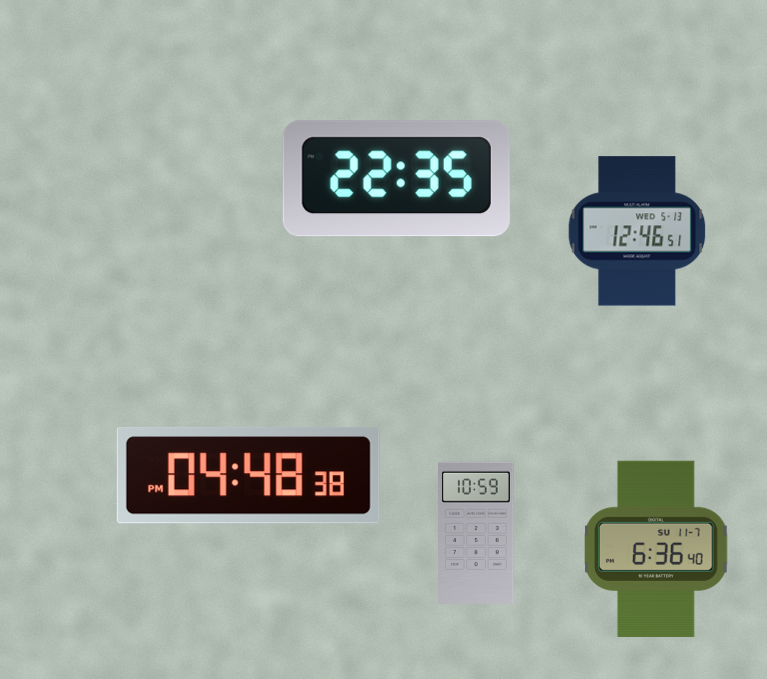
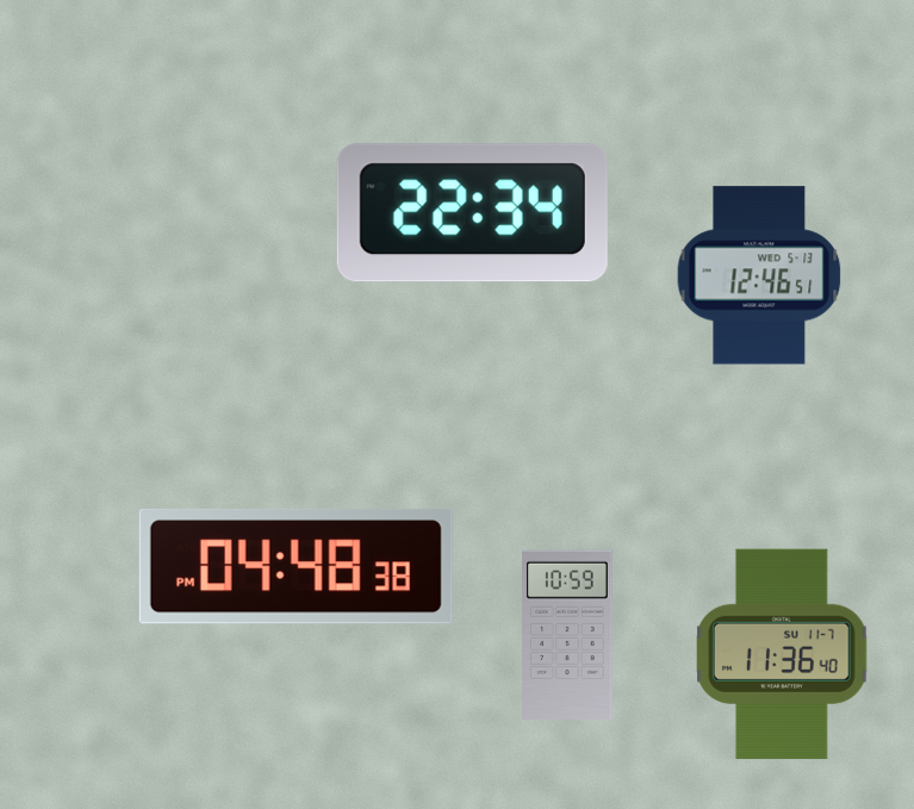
clock at (396, 179): 22:35 -> 22:34
clock at (656, 549): 6:36 -> 11:36
